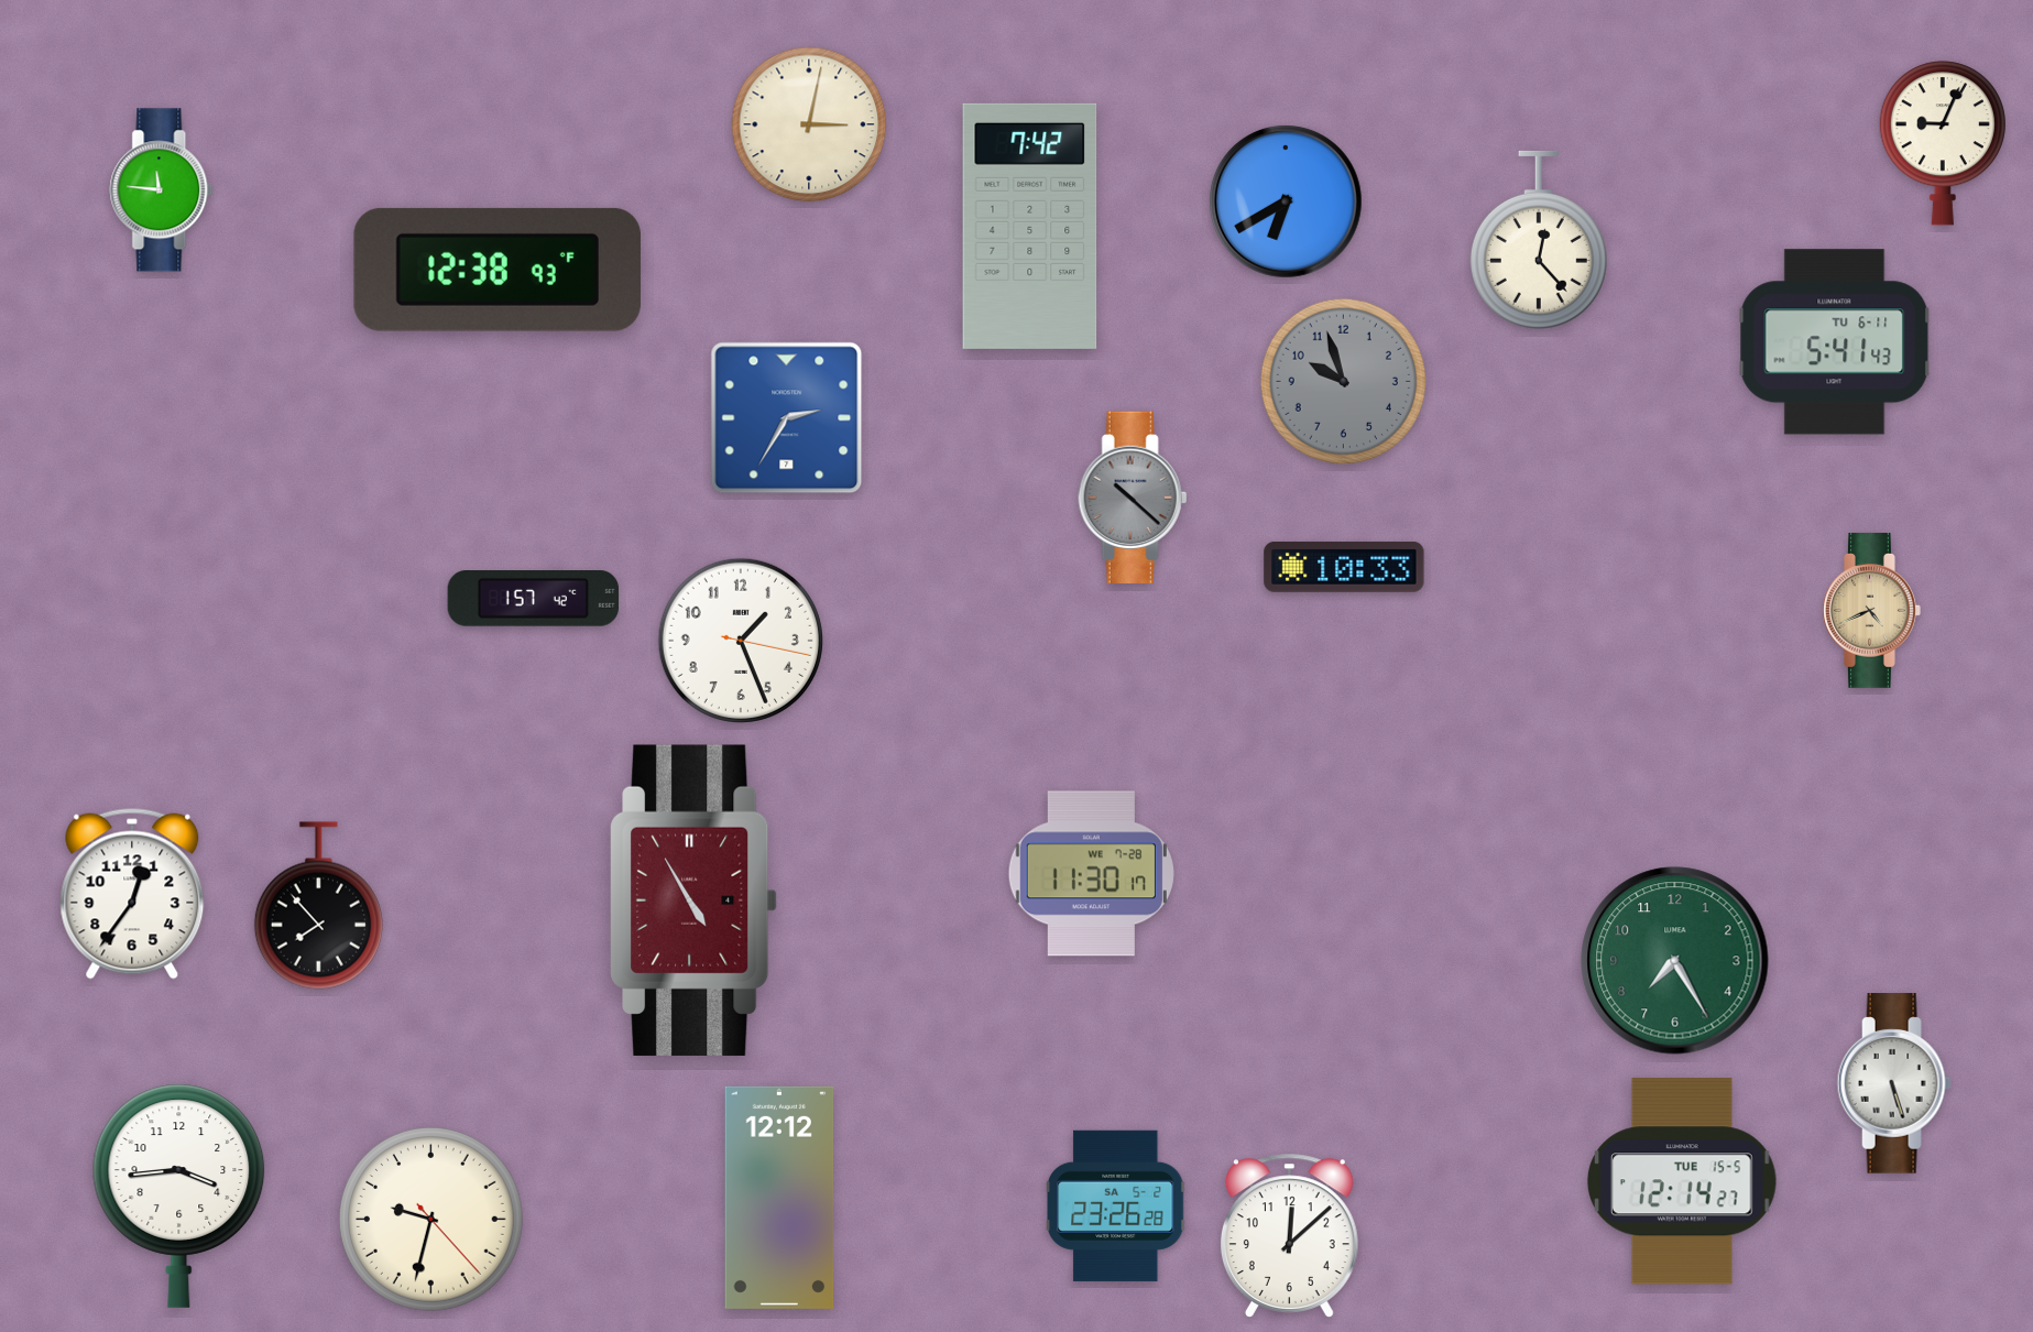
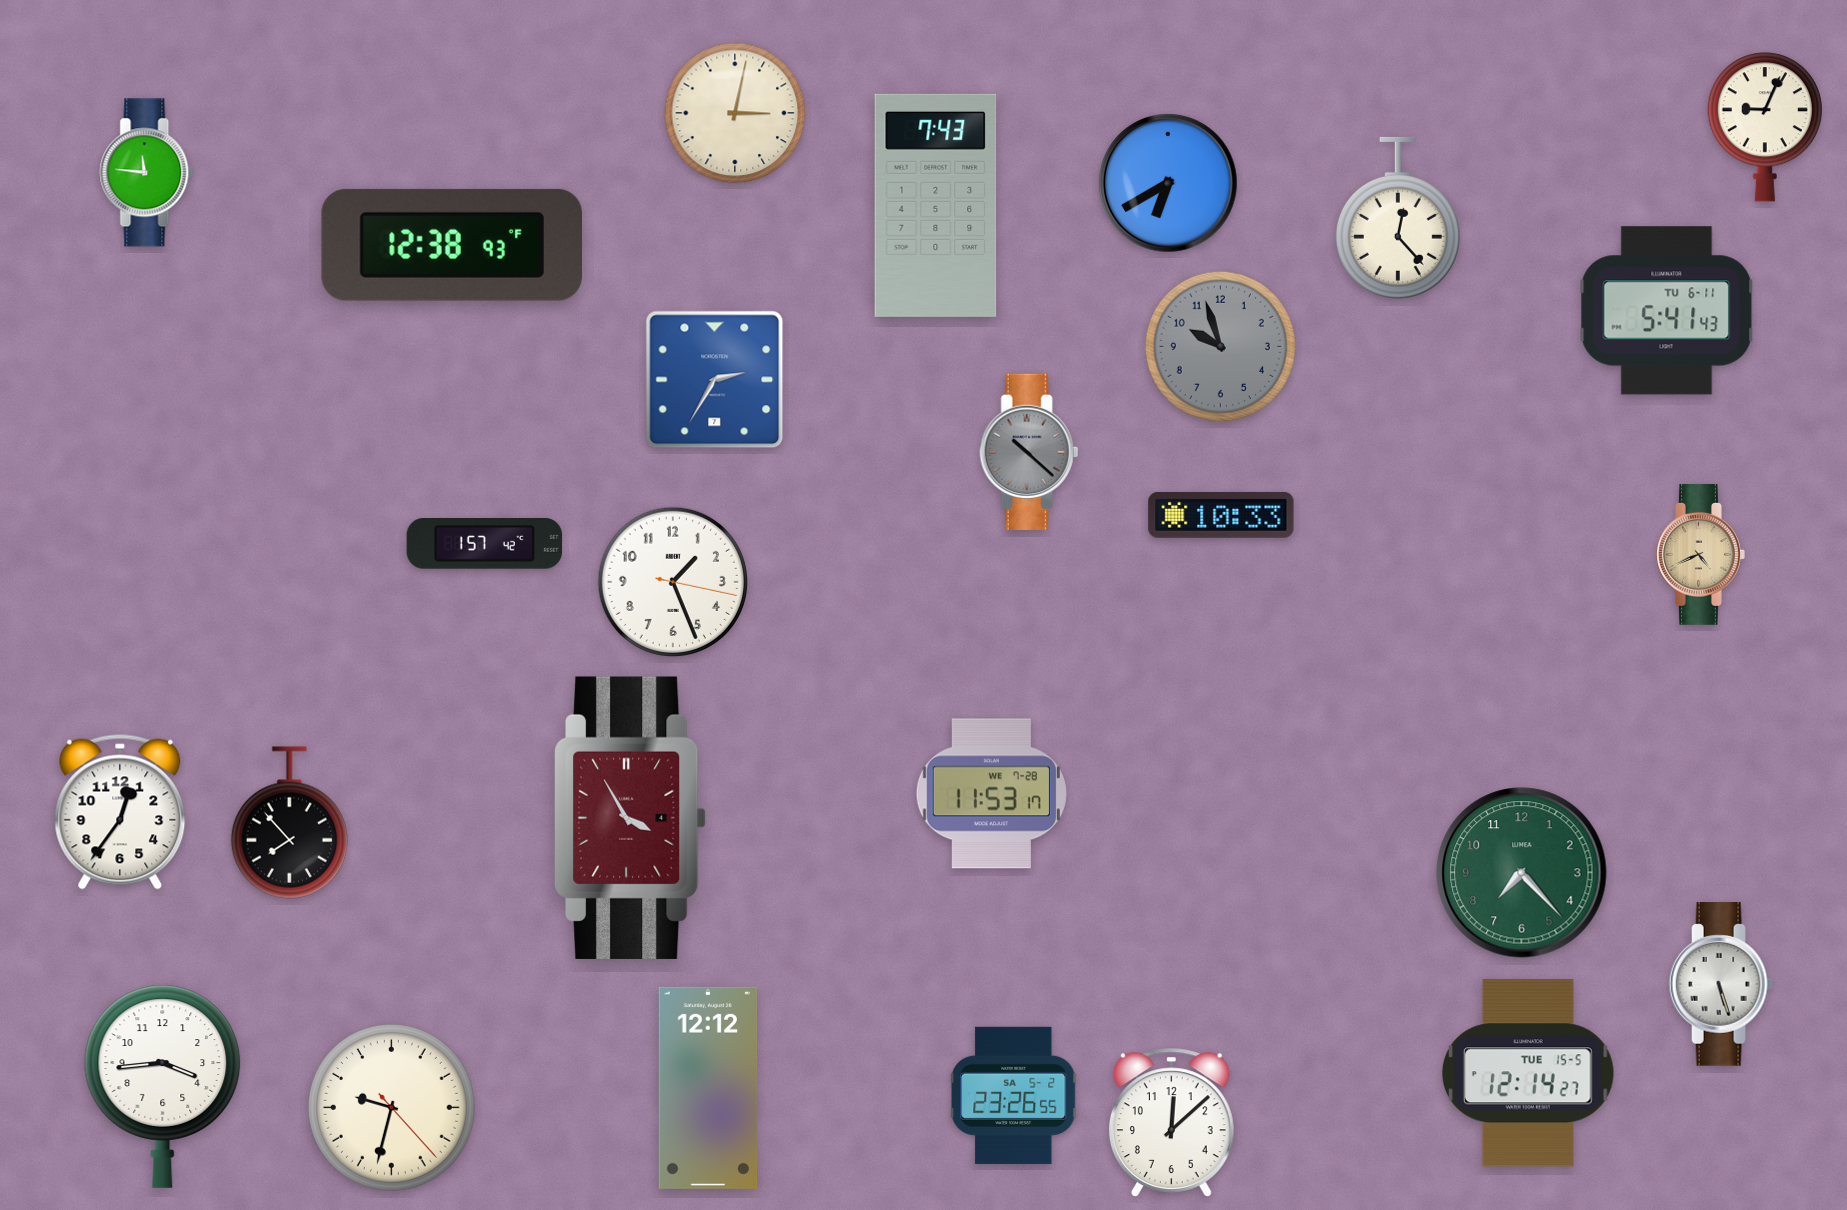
clock at (1943, 143) position: (1943, 143) -> (1765, 127)
clock at (1030, 226): 7:42 -> 7:43
clock at (1091, 874): 11:30 -> 11:53
clock at (693, 900): 4:55 -> 3:55
clock at (1675, 961): 7:25 -> 7:23
clock at (1116, 1205): 23:26:28 -> 23:26:55
